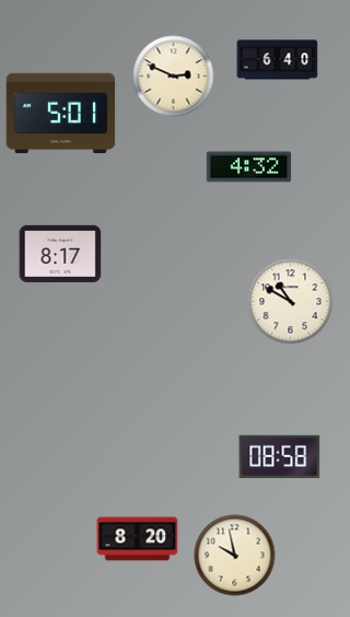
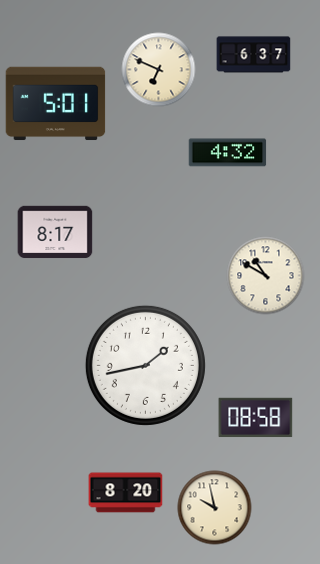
clock at (278, 60): 6:40 -> 6:37
clock at (174, 77): 2:49 -> 6:49
clock at (145, 365): none -> 1:43
